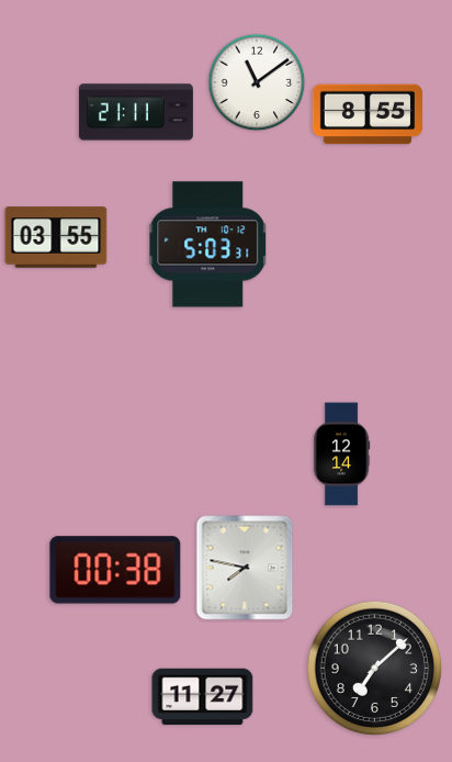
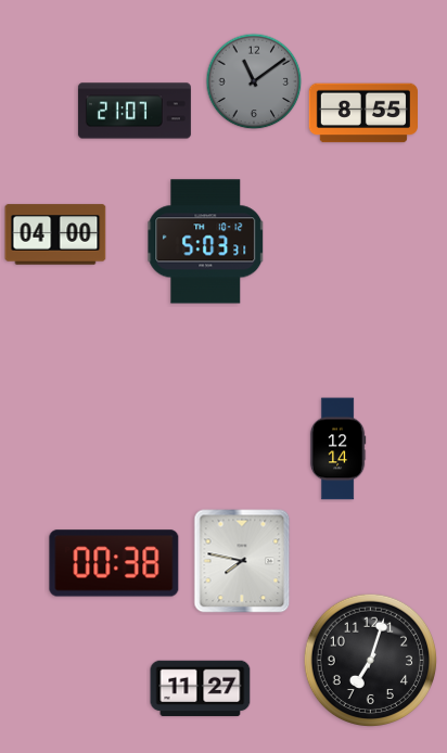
clock at (257, 82) dial: white -> grey
clock at (136, 112): 21:11 -> 21:07
clock at (56, 237): 03:55 -> 04:00
clock at (374, 668): 7:08 -> 7:03
